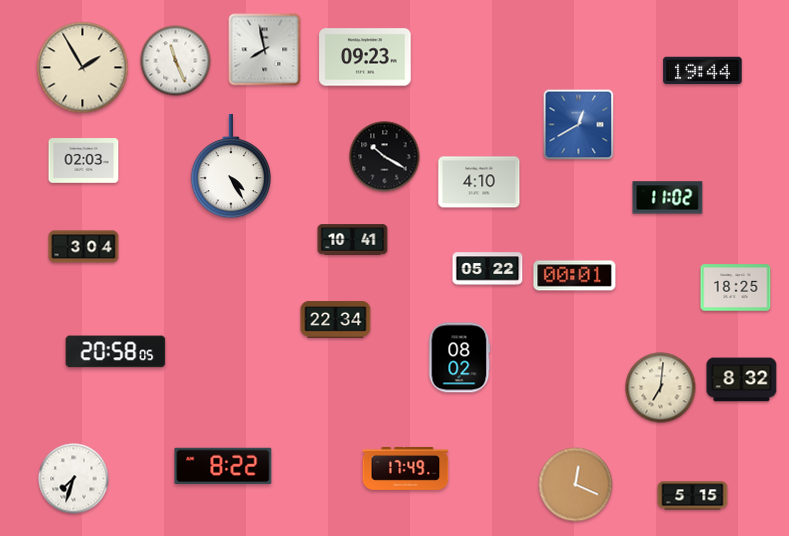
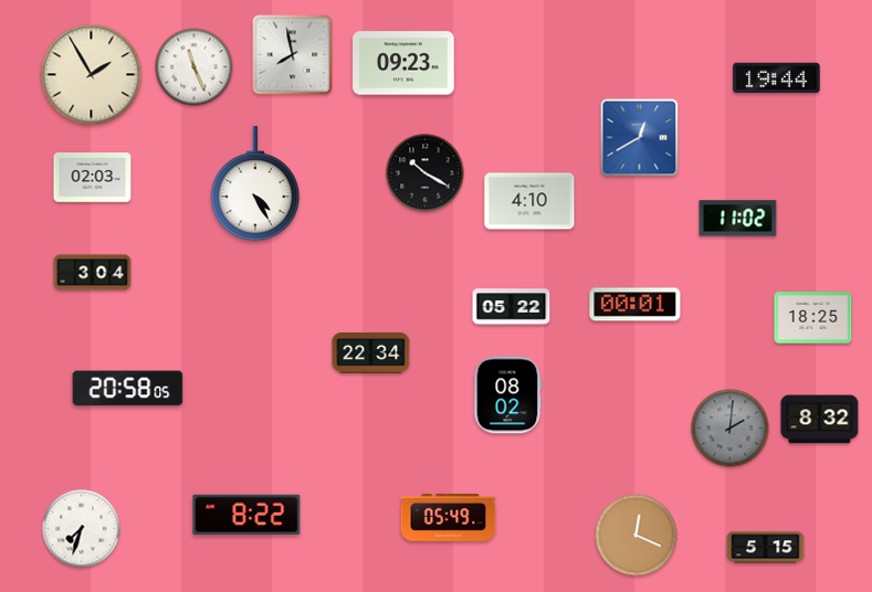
clock at (353, 240): 10:41 -> none
clock at (488, 269) position: (488, 269) -> (512, 307)
clock at (661, 388): 7:01 -> 2:01
clock at (661, 388) dial: cream -> grey
clock at (406, 469): 17:49 -> 05:49
